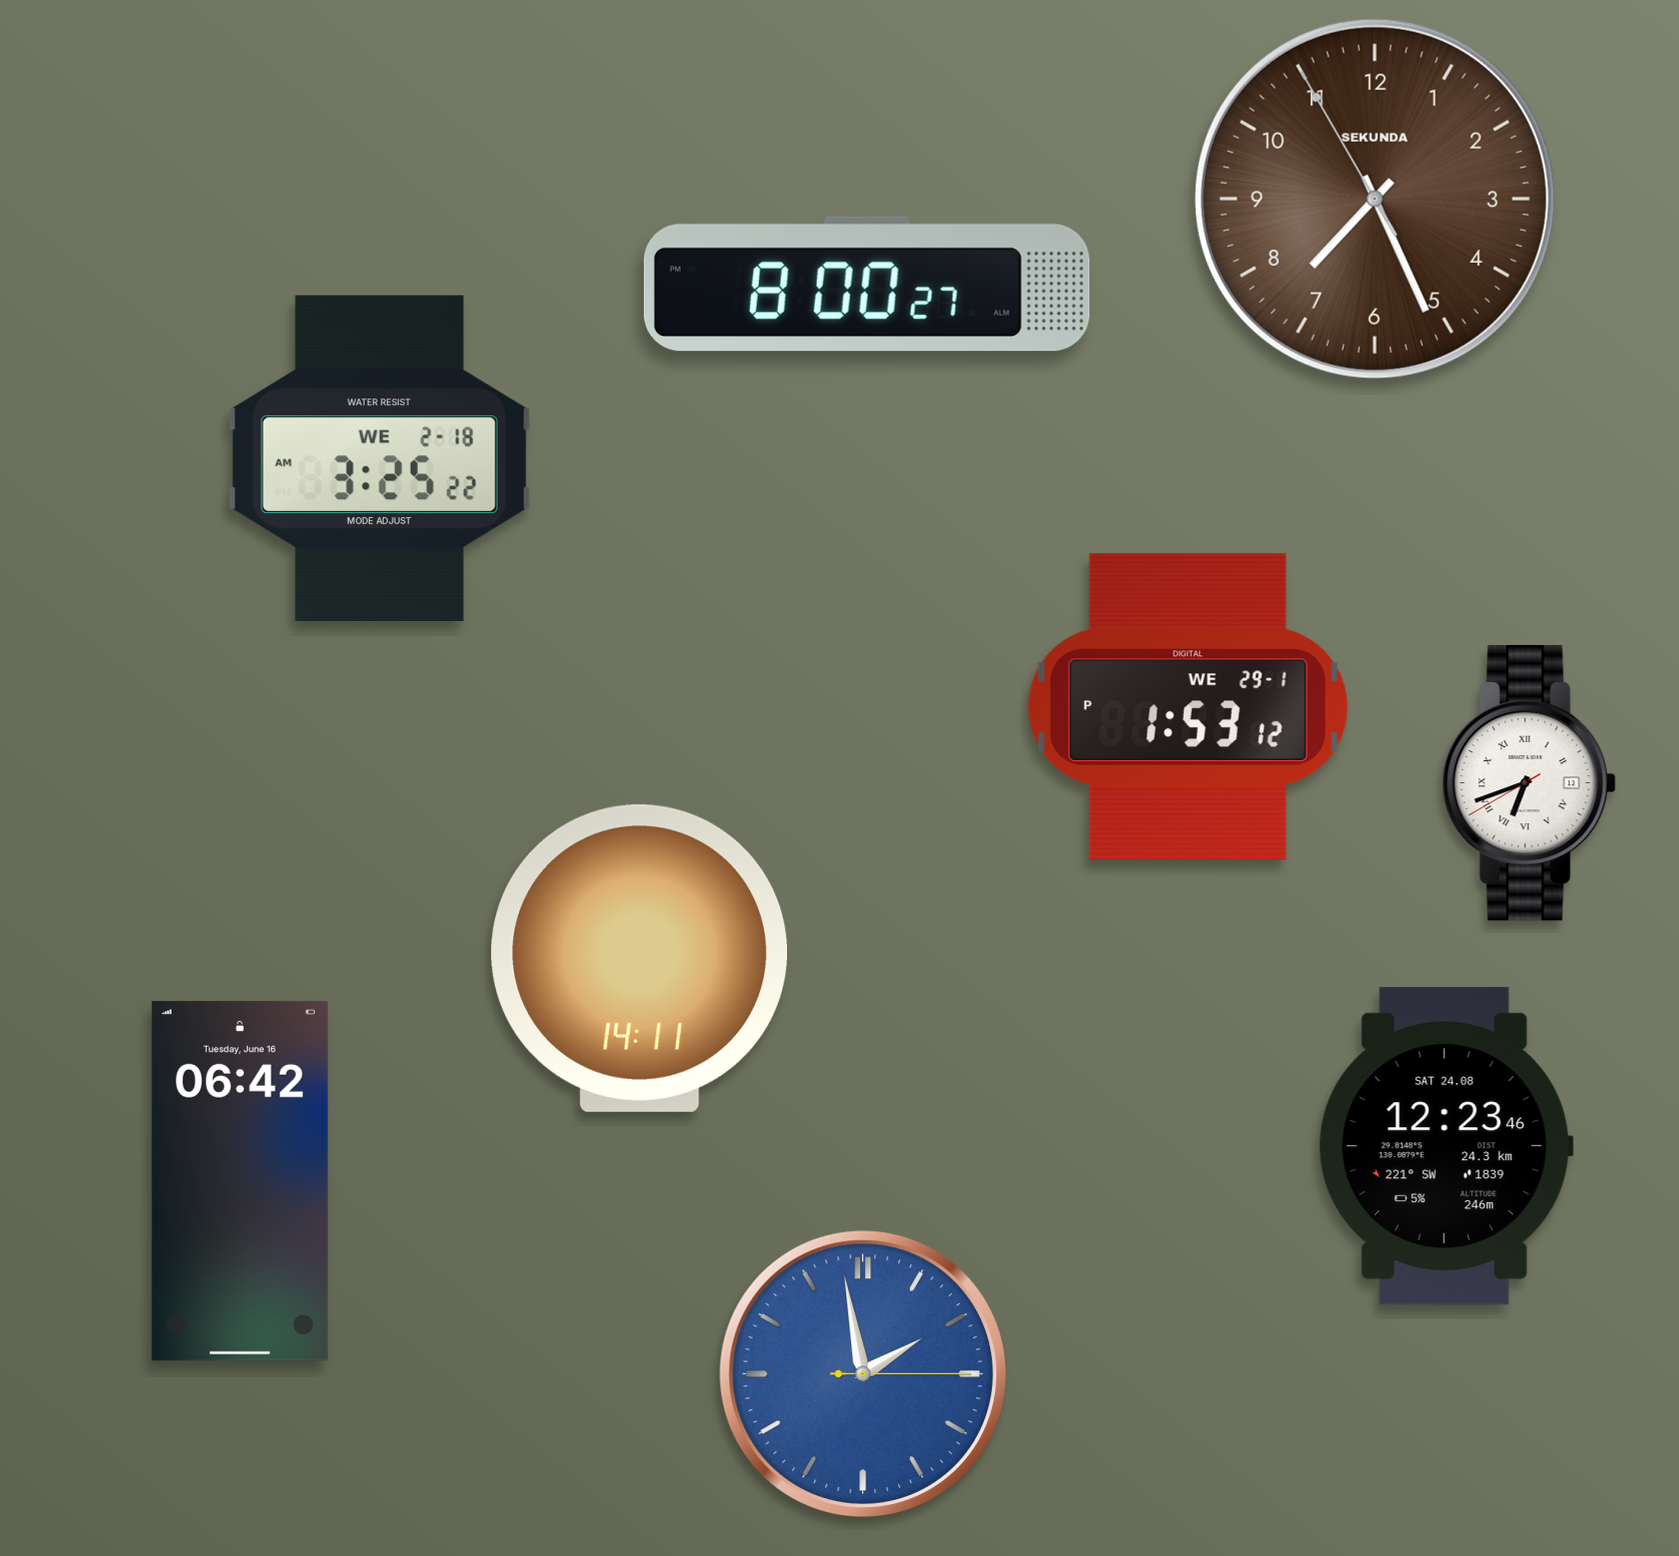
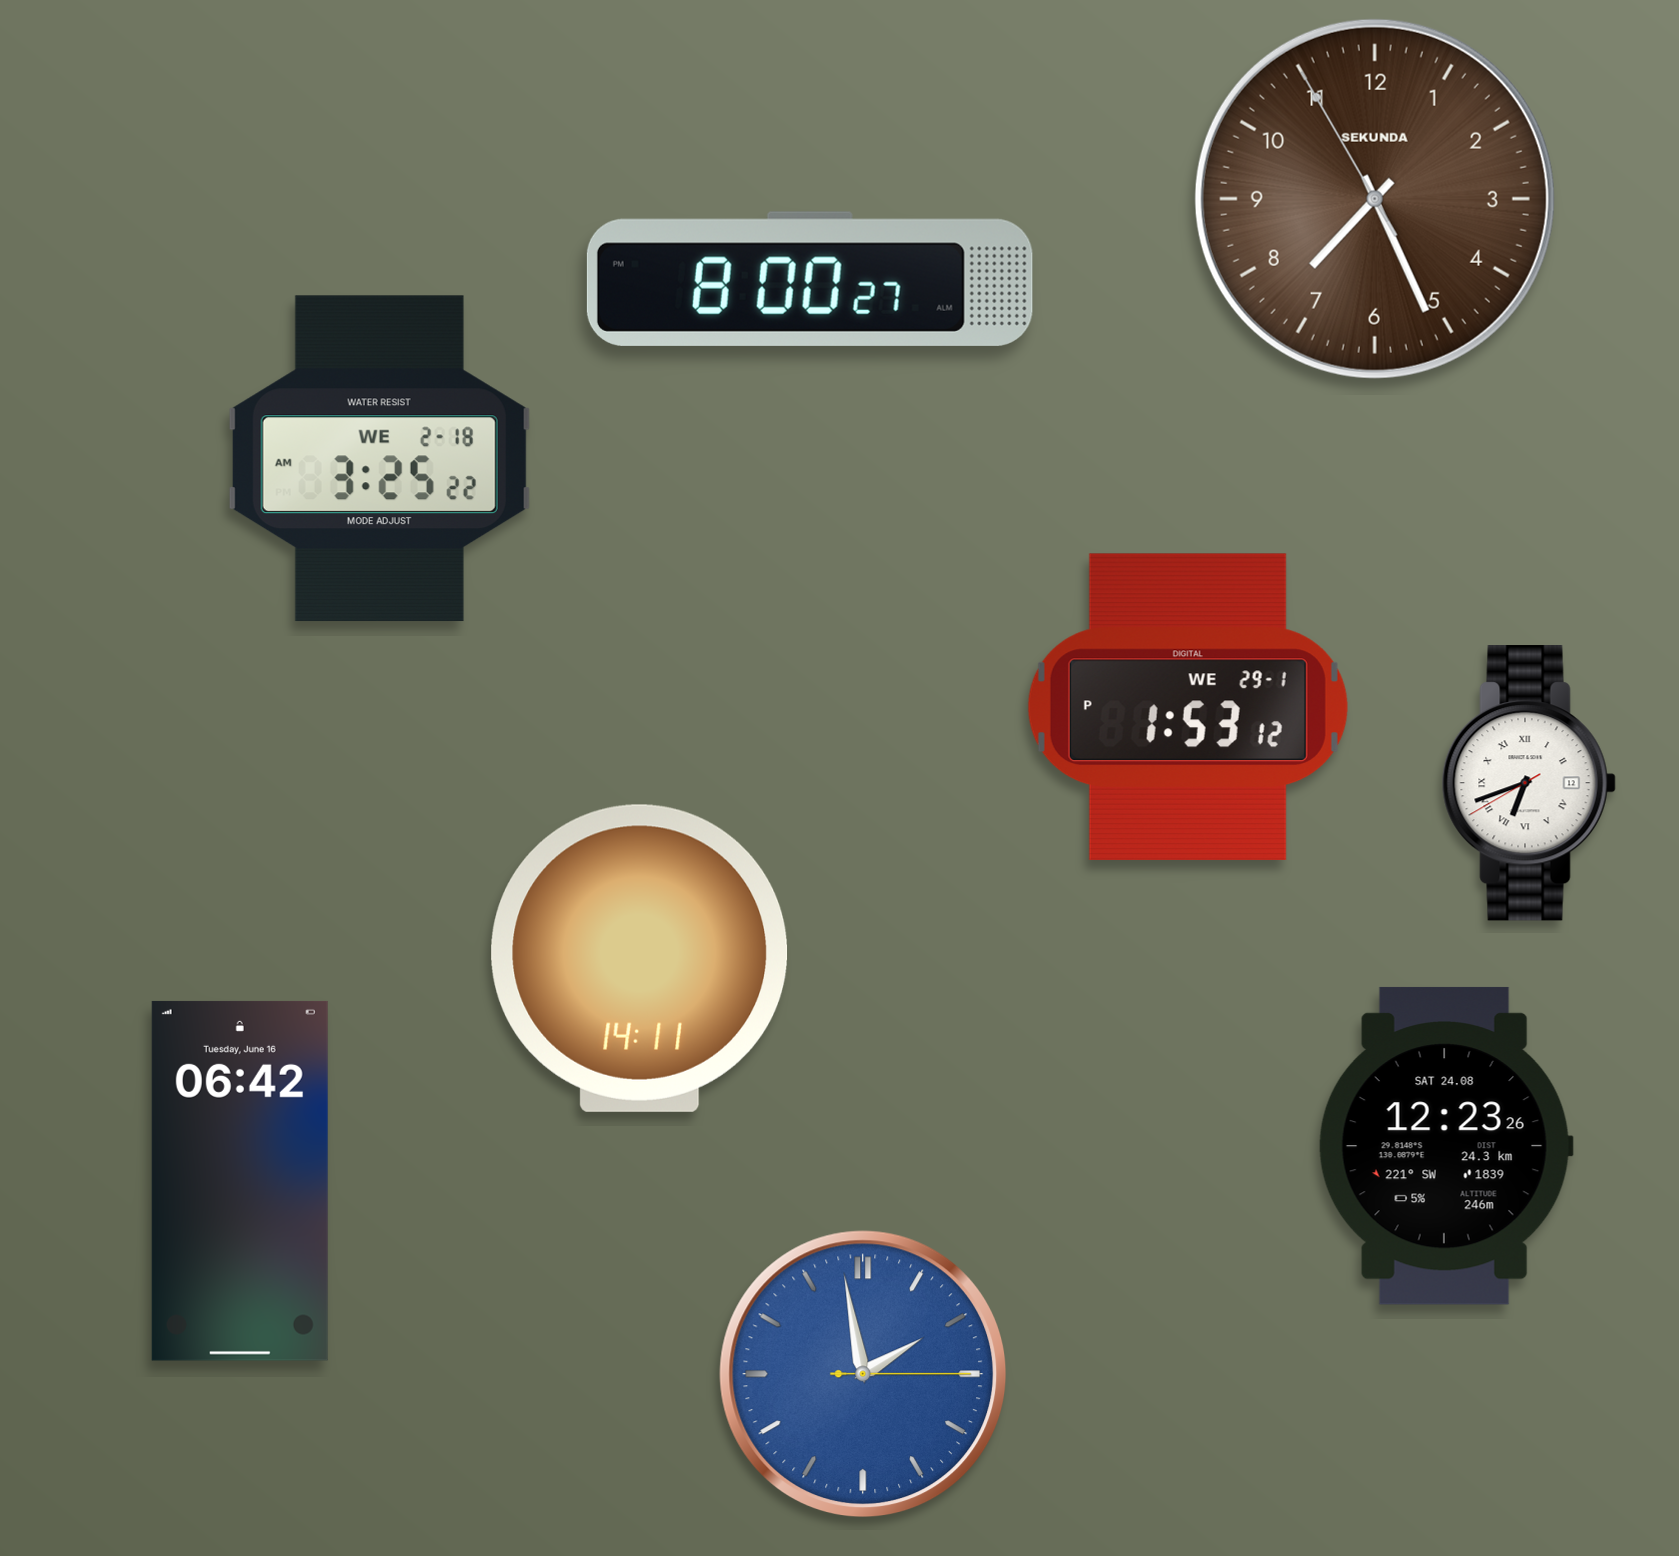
clock at (867, 284) position: (867, 284) -> (810, 279)
clock at (1446, 1146): 12:23:46 -> 12:23:26
